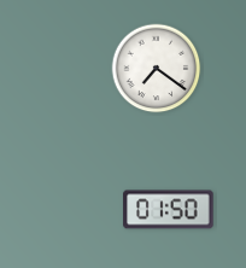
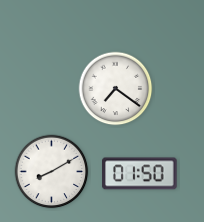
clock at (157, 69) position: (157, 69) -> (116, 89)
clock at (52, 172): none -> 8:10
